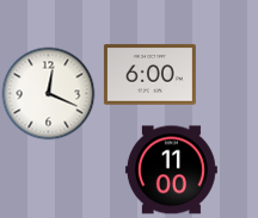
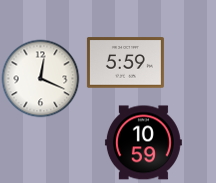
clock at (149, 75): 6:00 -> 5:59
clock at (171, 170): 11:00 -> 10:59
